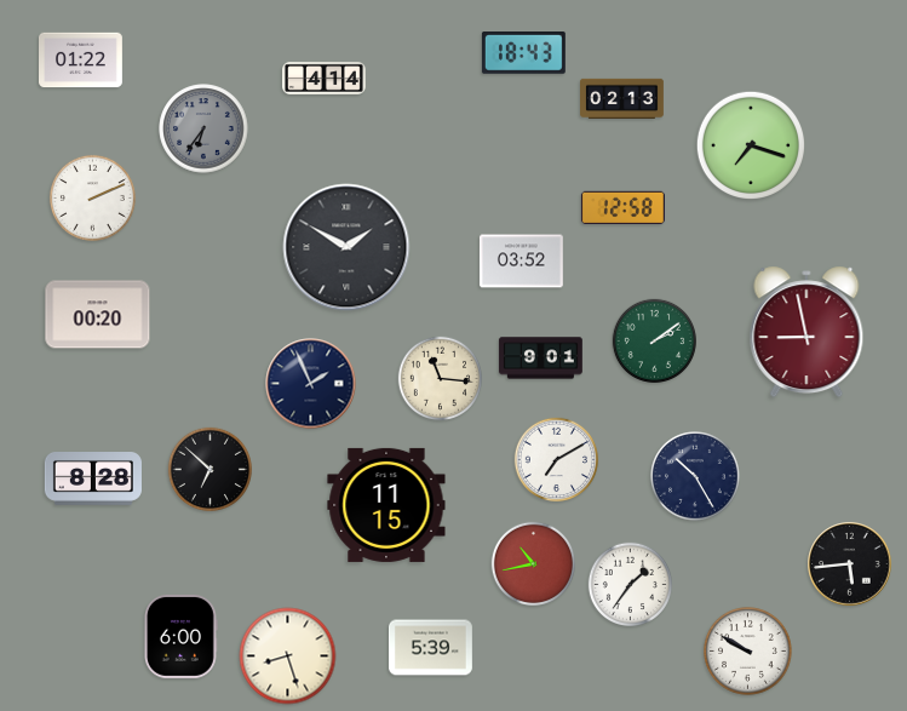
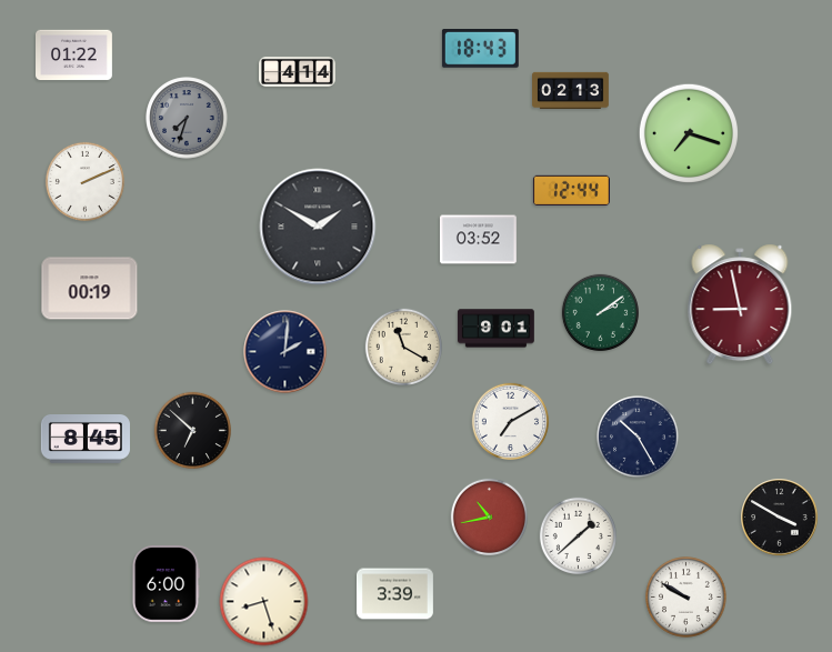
clock at (203, 128): 6:36 -> 7:33
clock at (622, 207): 12:58 -> 12:44
clock at (98, 315): 00:20 -> 00:19
clock at (440, 378): 11:16 -> 11:20
clock at (311, 384): 1:56 -> 2:01
clock at (93, 480): 8:28 -> 8:45
clock at (386, 505): 11:15 -> none
clock at (850, 564): 5:44 -> 3:50
clock at (630, 584): 1:36 -> 1:38
clock at (431, 648): 5:39 -> 3:39
